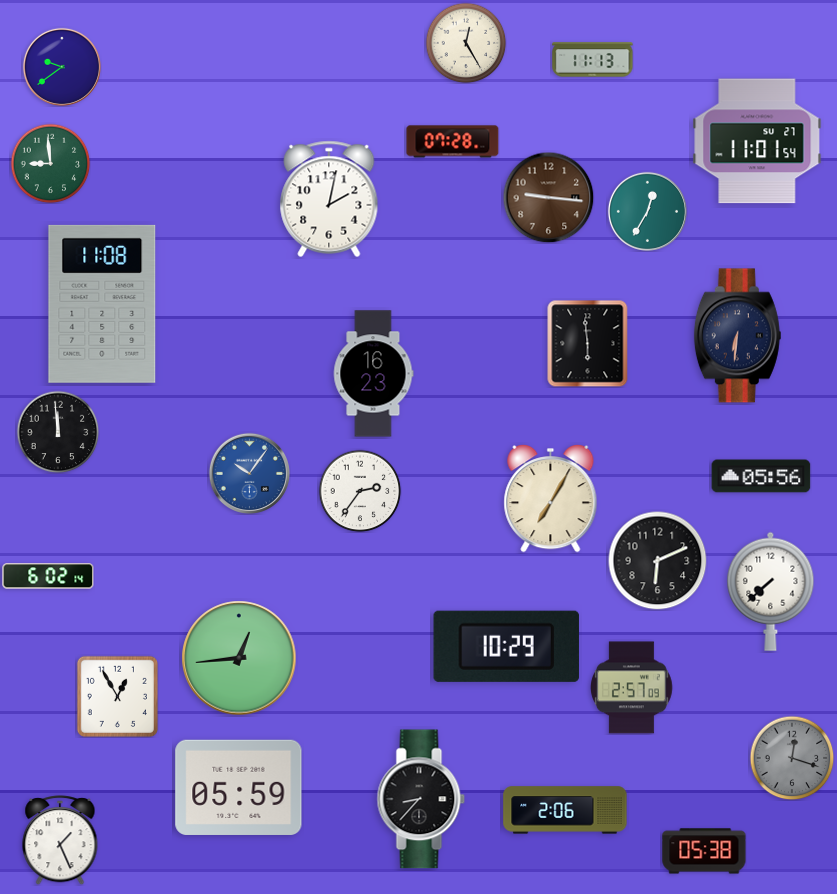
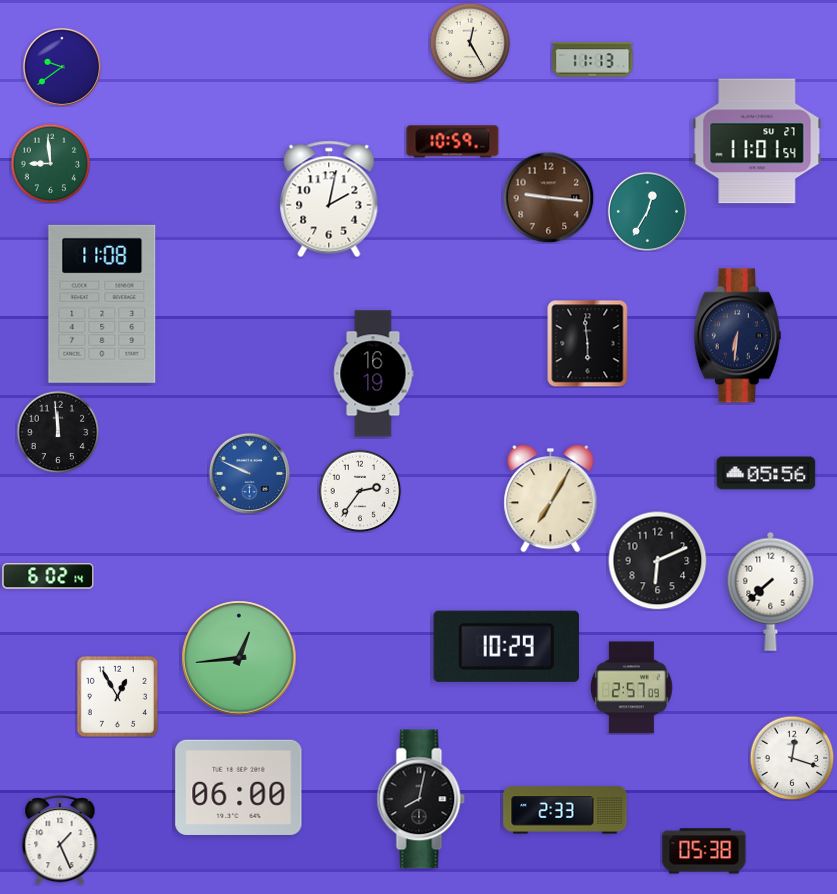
clock at (466, 43) position: (466, 43) -> (470, 43)
clock at (453, 142): 07:28 -> 10:59
clock at (373, 374): 16:23 -> 16:19
clock at (249, 473): 10:06 -> 9:49
clock at (761, 476) position: (761, 476) -> (766, 473)
clock at (792, 758) dial: grey -> white
clock at (239, 787): 05:59 -> 06:00
clock at (421, 799): 8:37 -> 8:02
clock at (565, 810): 2:06 -> 2:33
